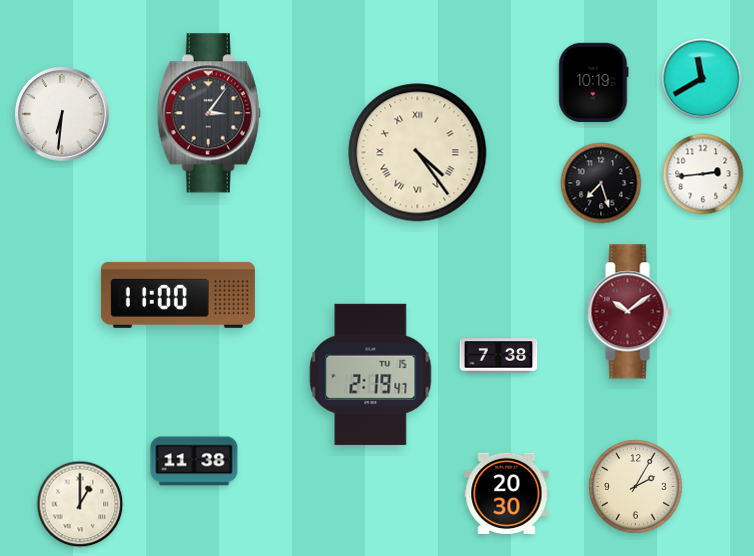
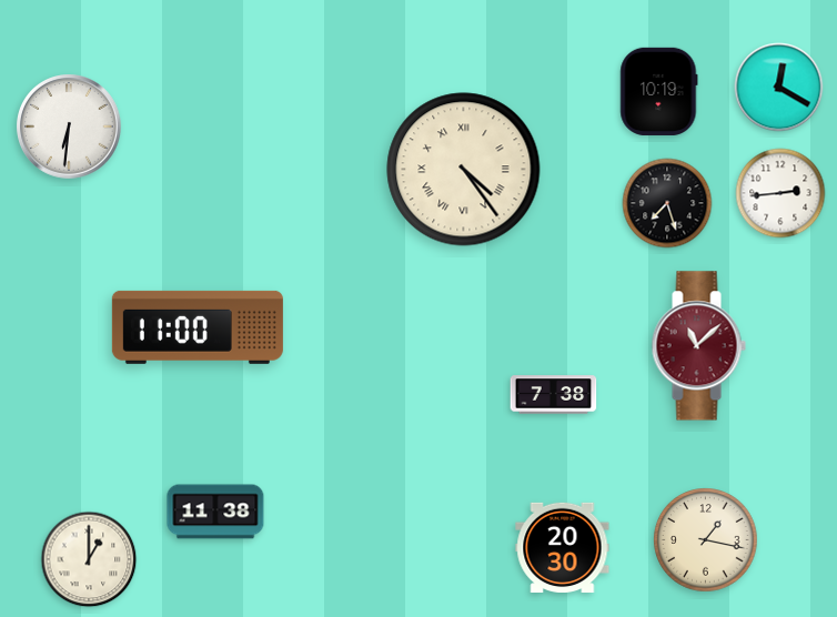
clock at (702, 79): 11:40 -> 12:20
clock at (209, 113): 3:06 -> none
clock at (629, 312): 10:09 -> 11:08
clock at (371, 374): 2:19 -> none
clock at (636, 487): 2:05 -> 1:17
